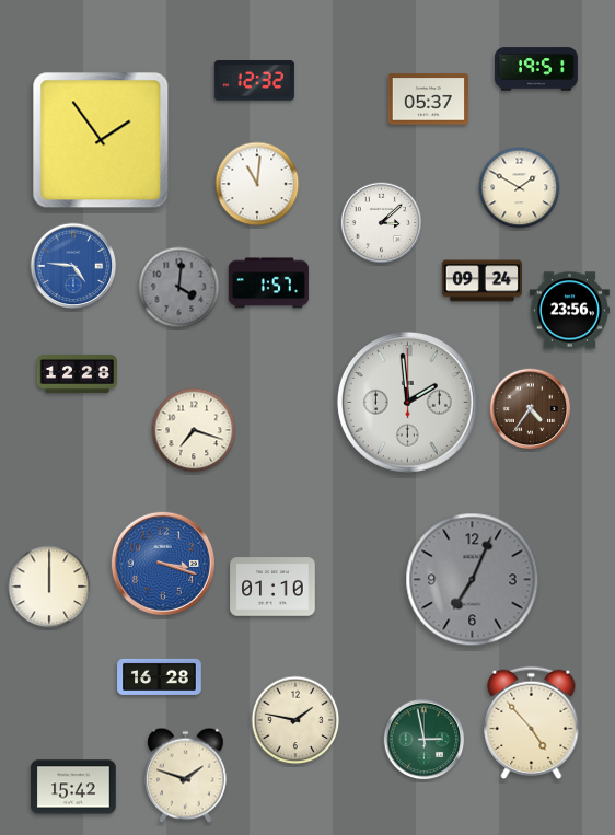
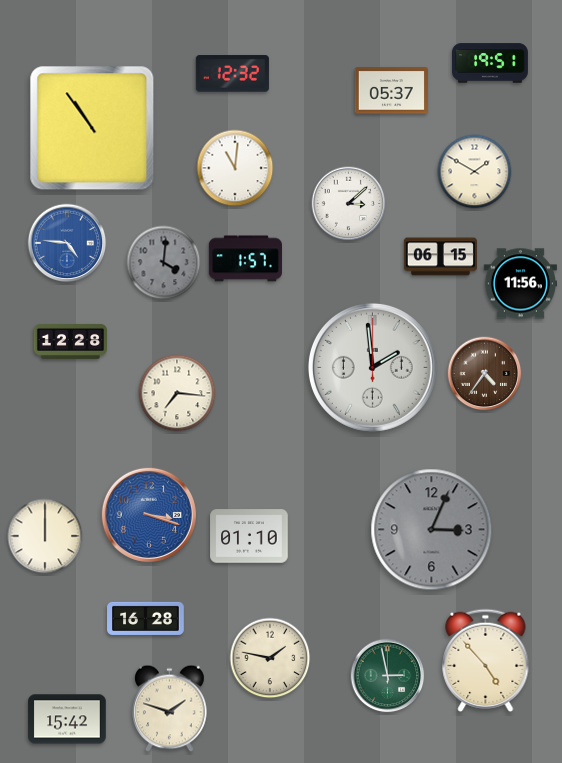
clock at (101, 140): 1:54 -> 10:54
clock at (481, 281): 09:24 -> 06:15
clock at (569, 311): 23:56 -> 11:56
clock at (194, 430): 7:18 -> 7:16
clock at (473, 580): 7:04 -> 3:04
